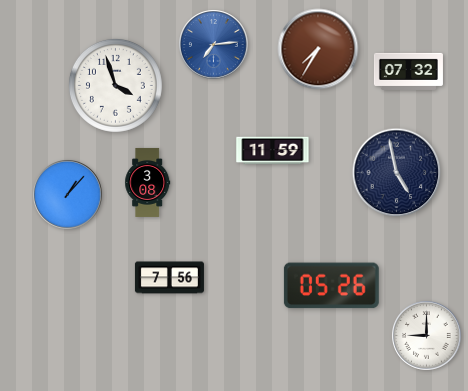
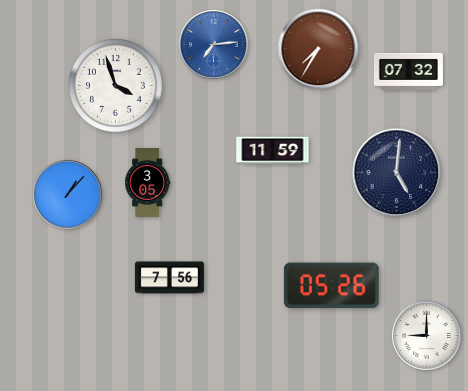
clock at (397, 173): 4:58 -> 5:01
clock at (148, 182): 3:08 -> 3:05
